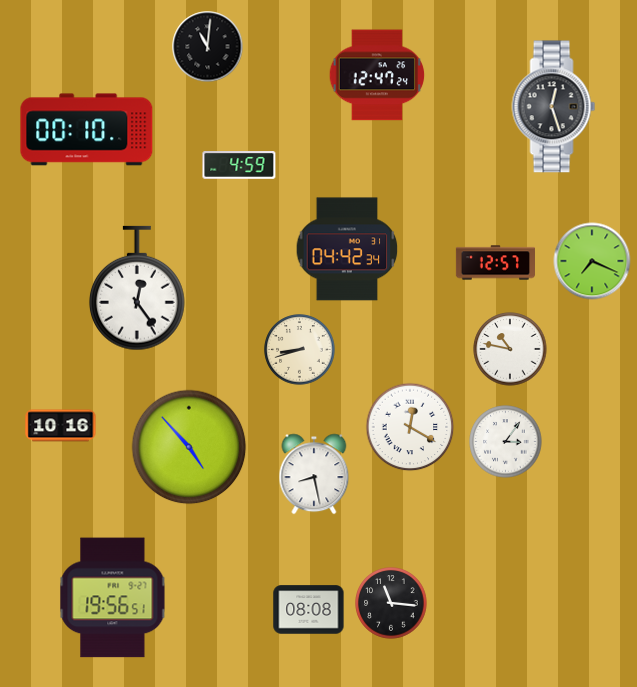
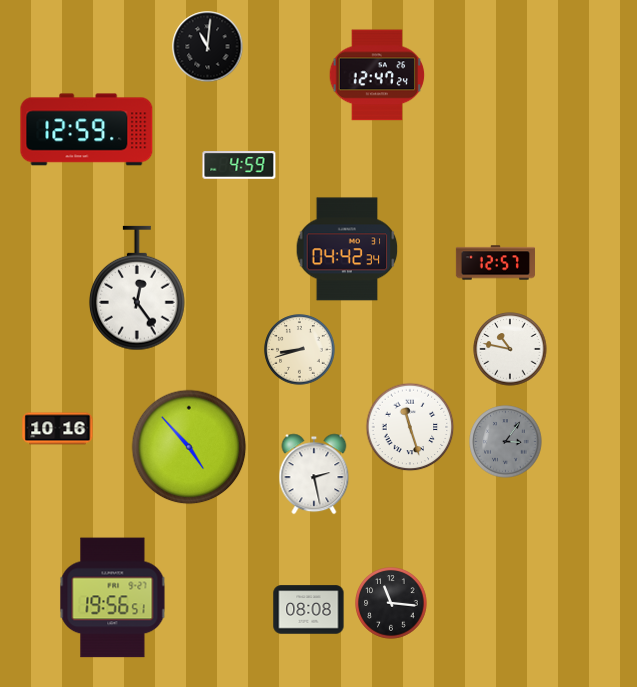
clock at (554, 107): 12:27 -> none
clock at (87, 130): 00:10 -> 12:59
clock at (592, 261): 7:19 -> none
clock at (61, 426) position: (61, 426) -> (58, 429)
clock at (410, 427): 12:20 -> 11:27
clock at (506, 442) dial: white -> grey
clock at (314, 474): 8:28 -> 2:28
